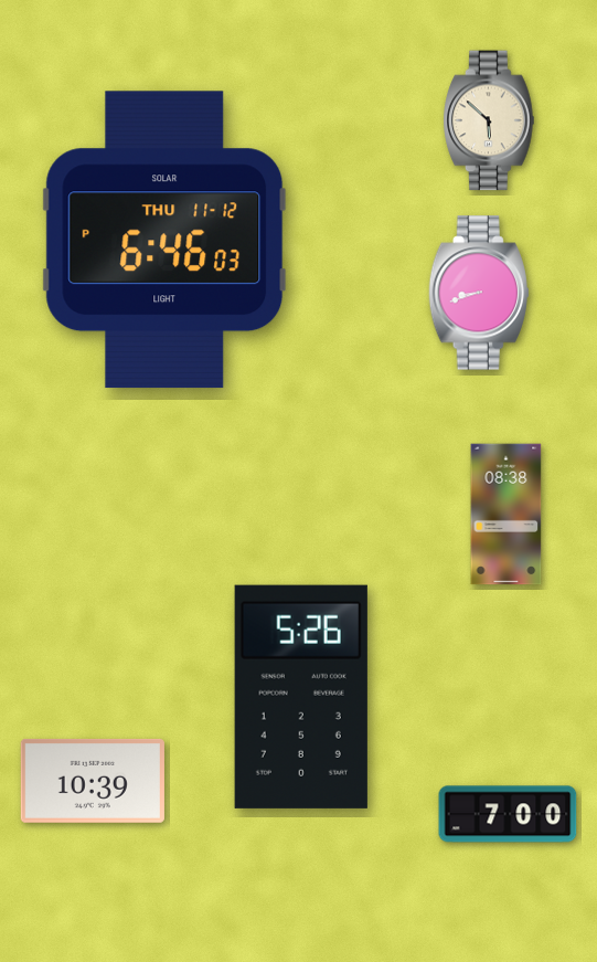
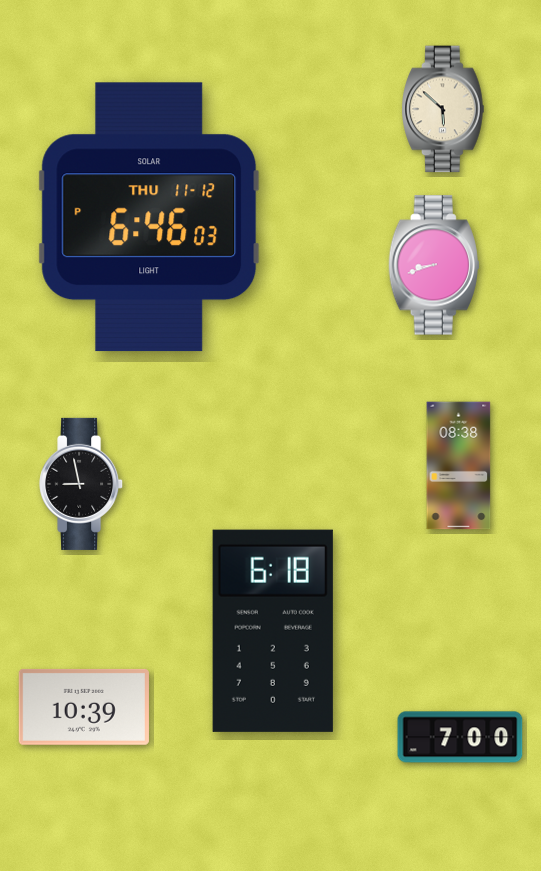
clock at (82, 484): none -> 8:58
clock at (301, 697): 5:26 -> 6:18
